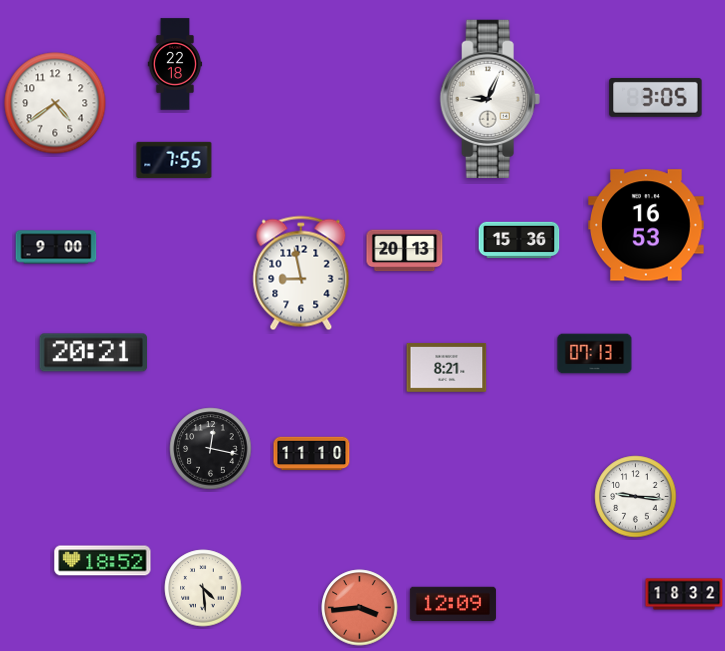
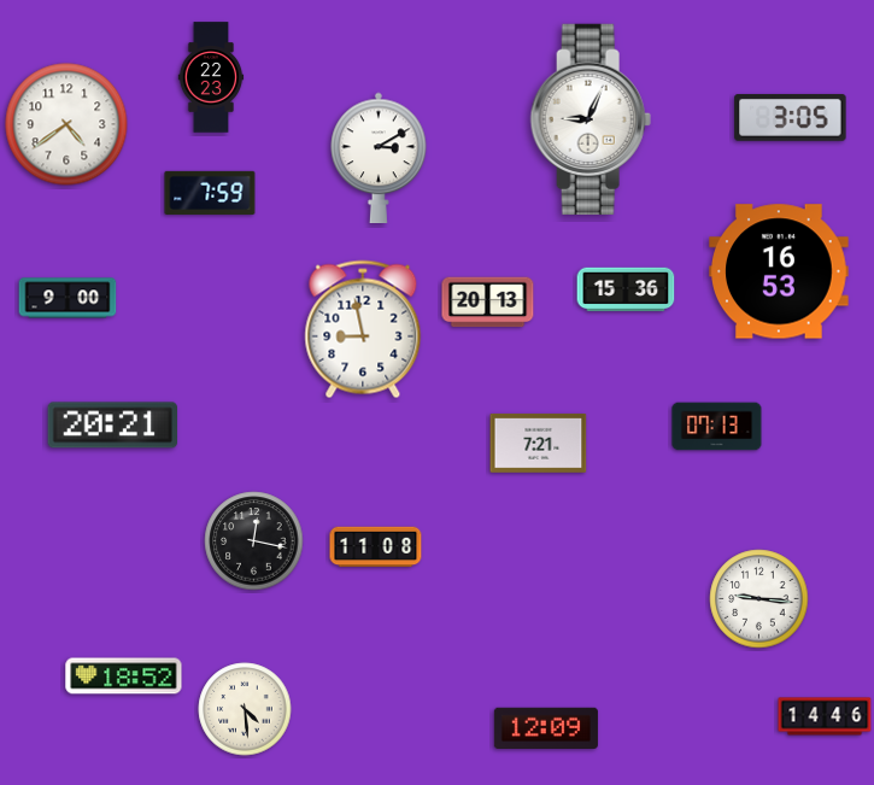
clock at (175, 64): 22:18 -> 22:23
clock at (379, 158): none -> 3:10
clock at (174, 159): 7:55 -> 7:59
clock at (447, 368): 8:21 -> 7:21
clock at (312, 454): 11:10 -> 11:08
clock at (636, 497) position: (636, 497) -> (759, 599)
clock at (684, 594): 18:32 -> 14:46
clock at (360, 608): 3:44 -> none
